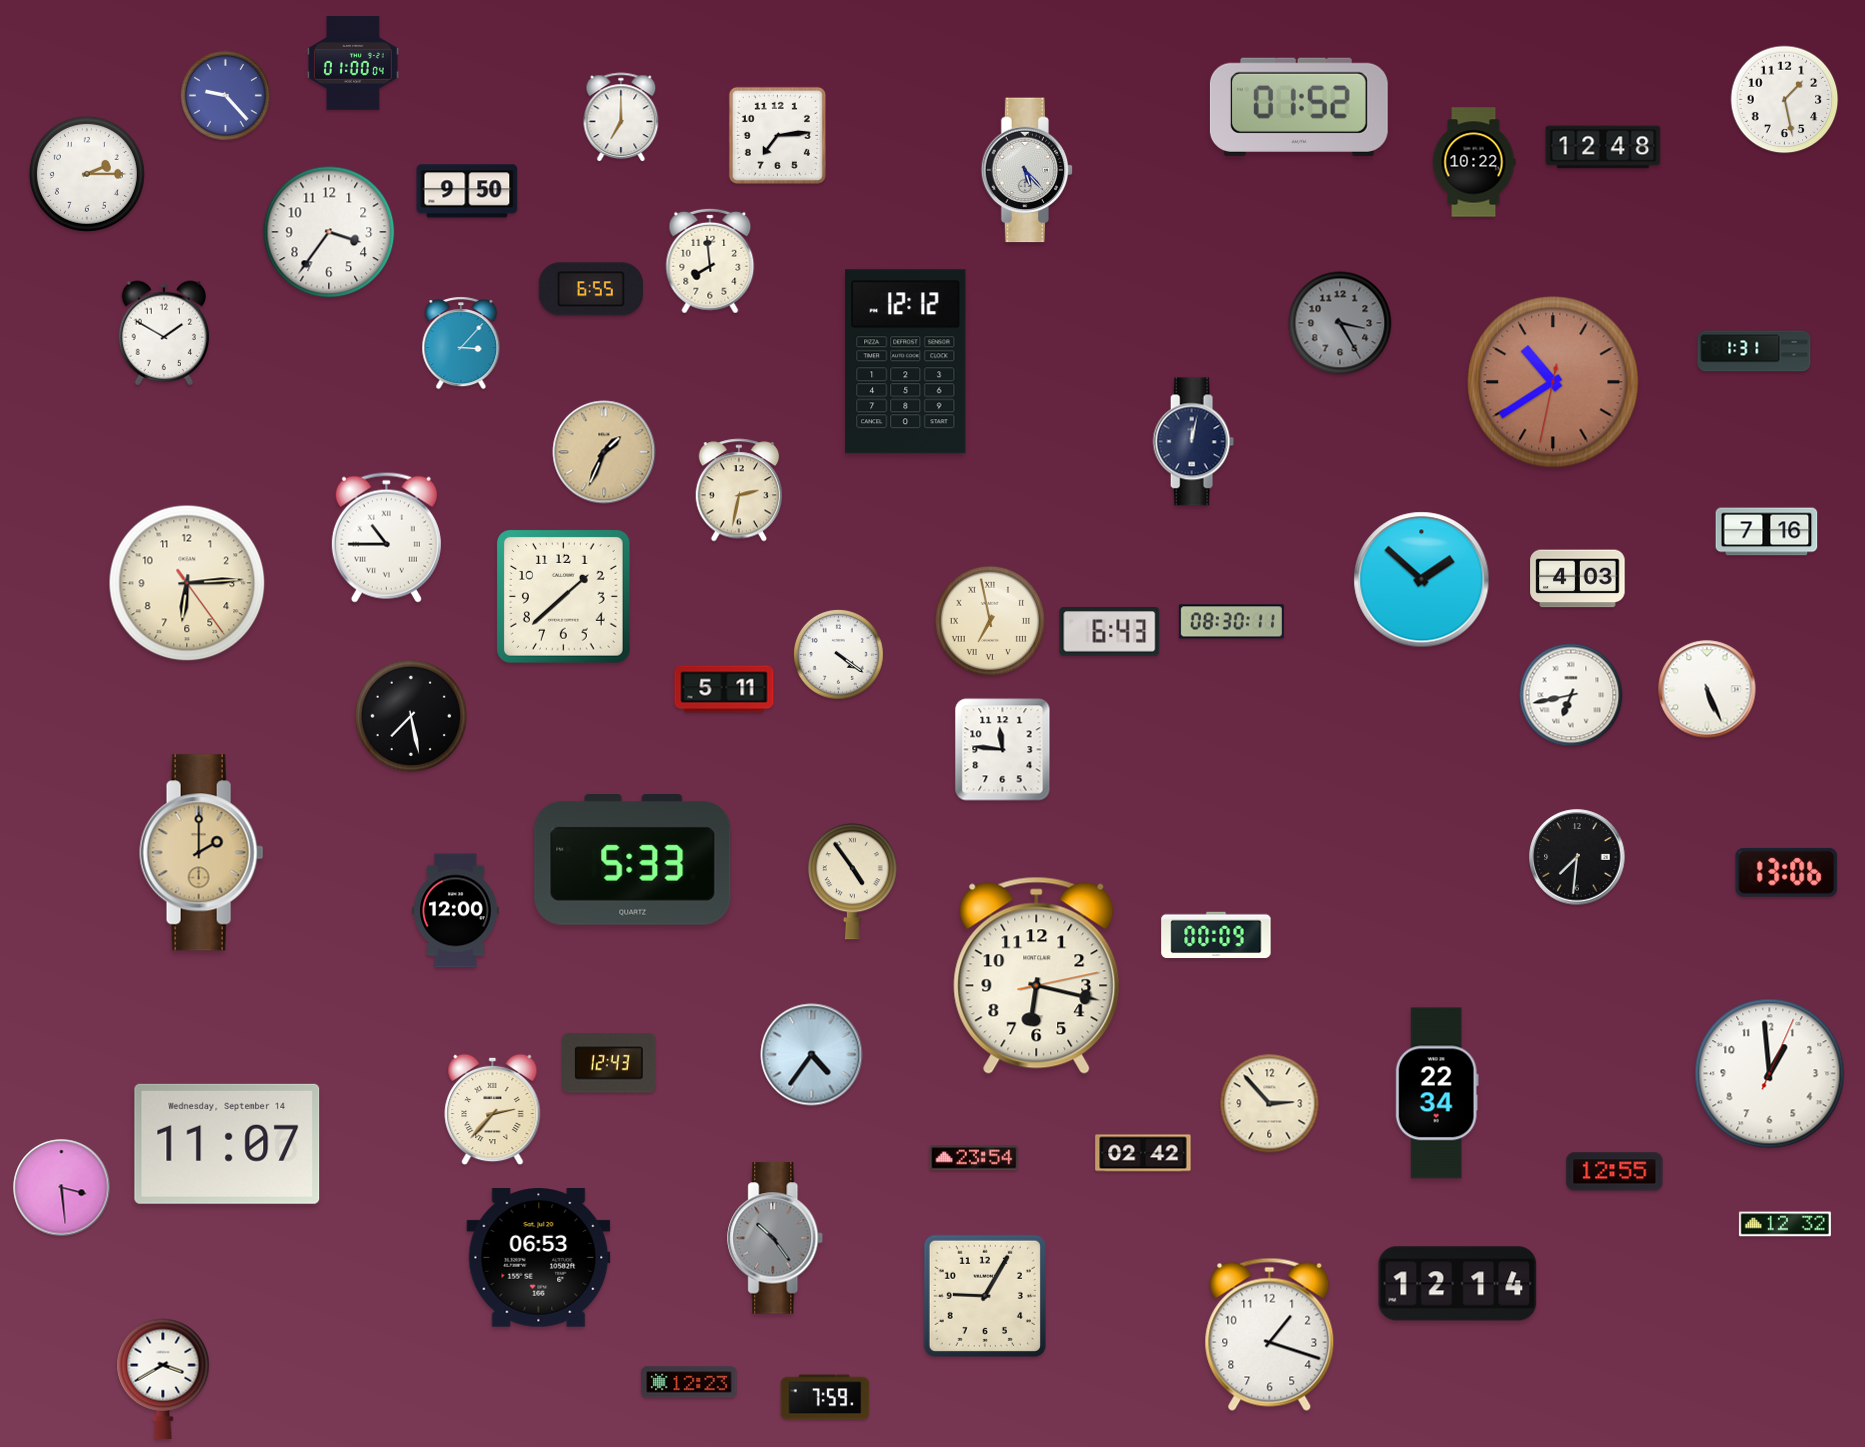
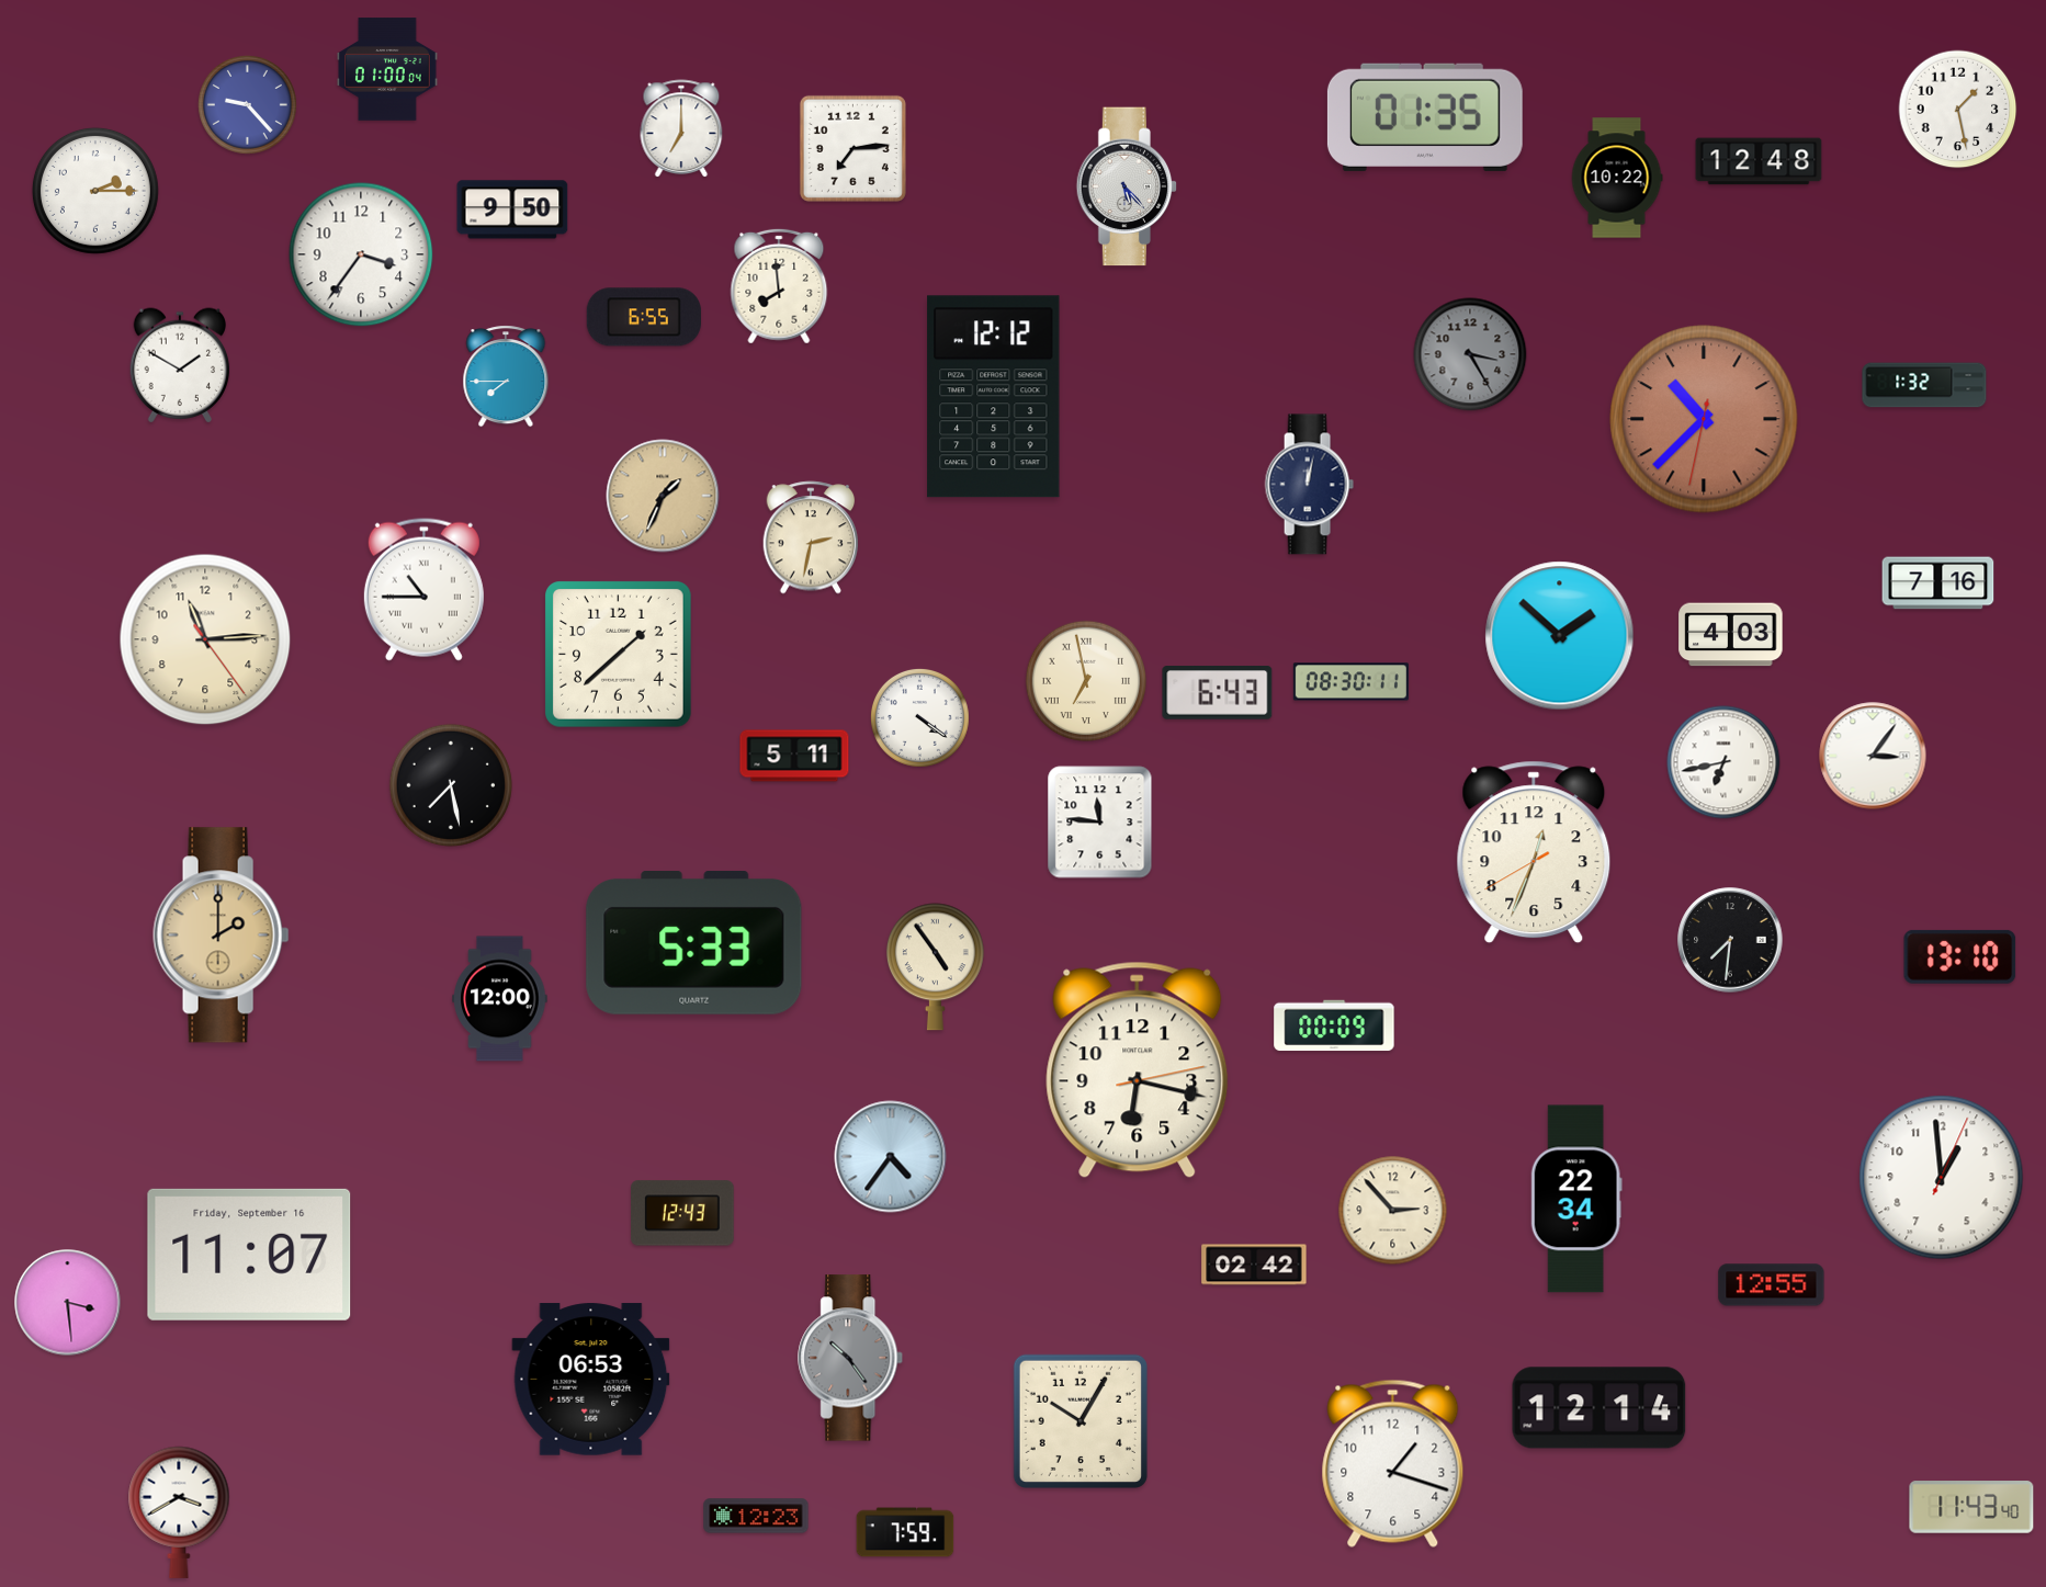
clock at (1299, 107): 01:52 -> 01:35
clock at (591, 289) position: (591, 289) -> (644, 317)
clock at (461, 343): 3:07 -> 7:45
clock at (1754, 351): 1:31 -> 1:32
clock at (1553, 382): 10:39 -> 10:37
clock at (187, 583): 6:14 -> 11:14
clock at (1707, 689): 5:26 -> 3:06
clock at (1534, 852): none -> 12:33
clock at (1787, 872): 13:06 -> 13:10
clock at (609, 1063) position: (609, 1063) -> (682, 1213)
clock at (493, 1110): 2:37 -> none
clock at (227, 1144) date: Wednesday, September 14 -> Friday, September 16
clock at (974, 1158): 23:54 -> none
clock at (1785, 1224): 12:32 -> none
clock at (985, 1296): 9:05 -> 10:05
clock at (1971, 1507): none -> 11:43
